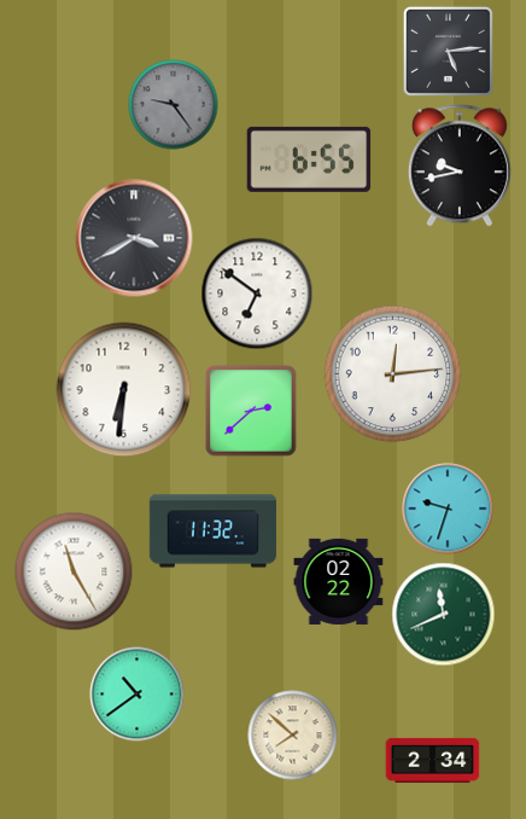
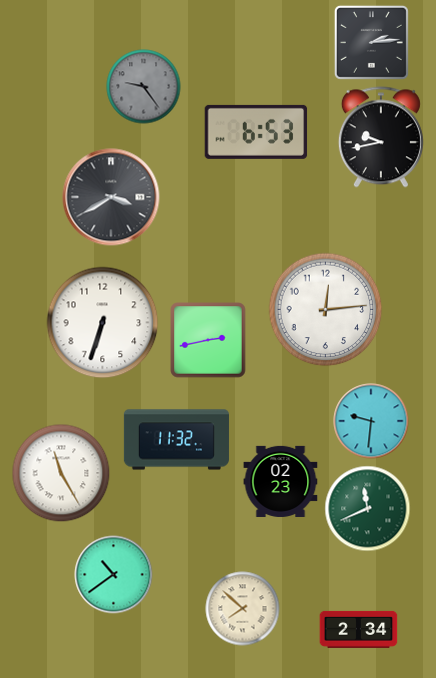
clock at (448, 51): 5:14 -> 2:14
clock at (309, 159): 6:55 -> 6:53
clock at (257, 294): 6:51 -> none
clock at (124, 390): 6:31 -> 6:33
clock at (251, 411): 2:38 -> 2:43
clock at (448, 509): 9:33 -> 9:31
clock at (339, 581): 02:22 -> 02:23
